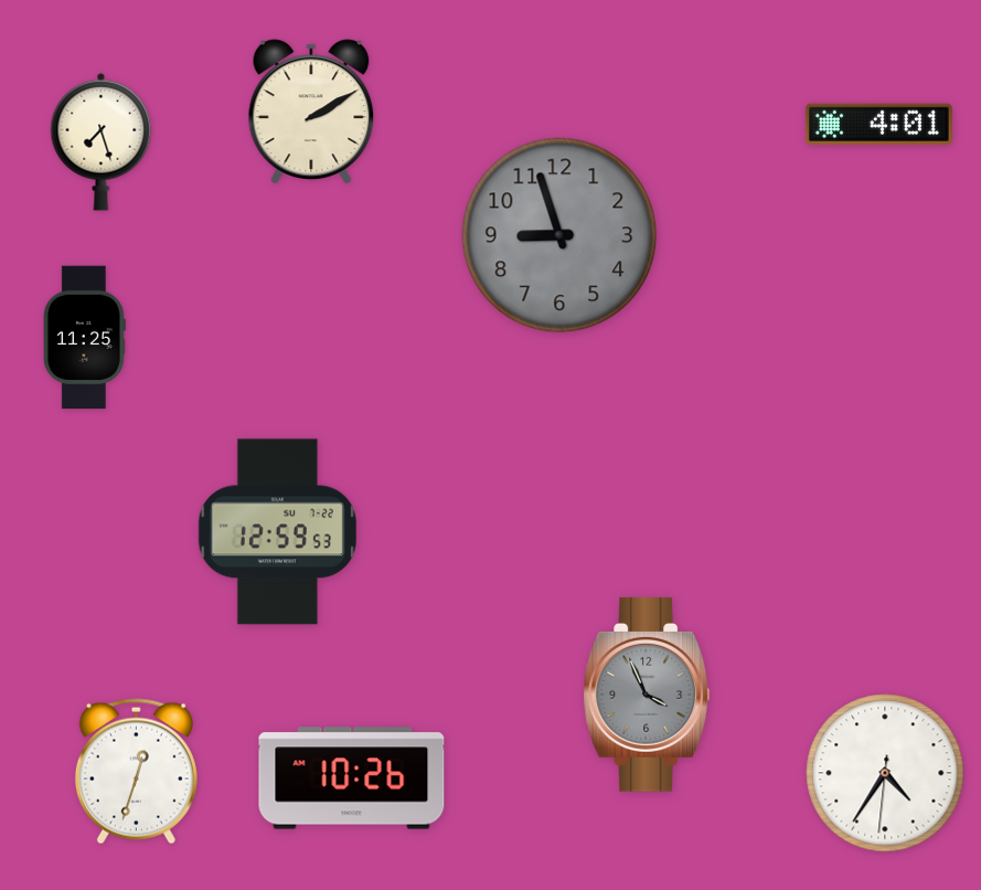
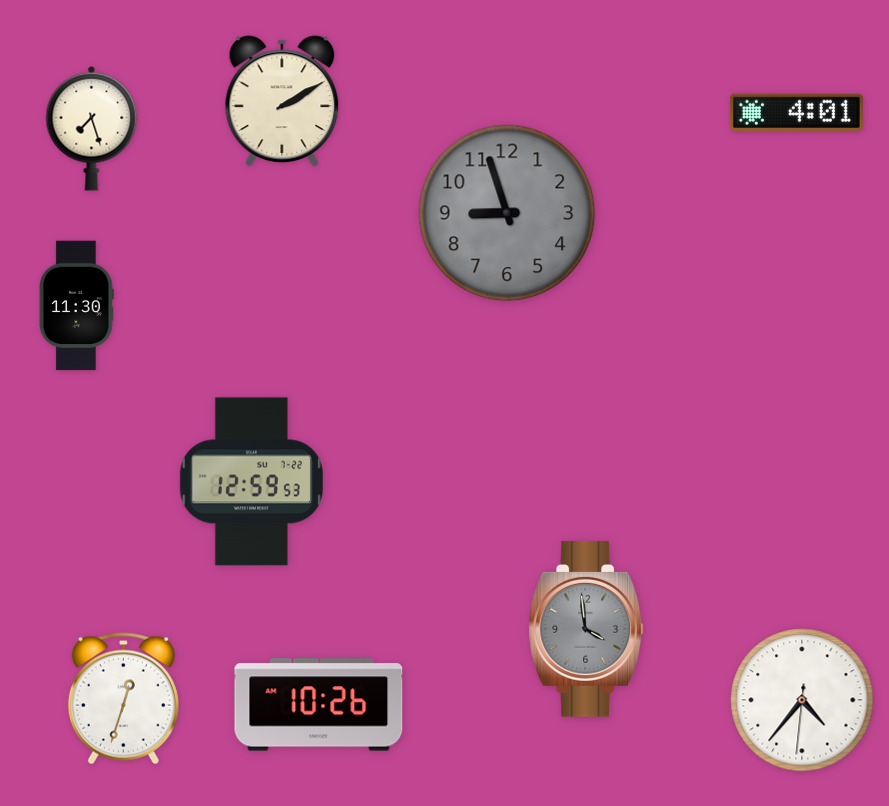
clock at (84, 338): 11:25 -> 11:30
clock at (647, 695): 3:56 -> 3:59
clock at (885, 773): 4:35 -> 4:36
